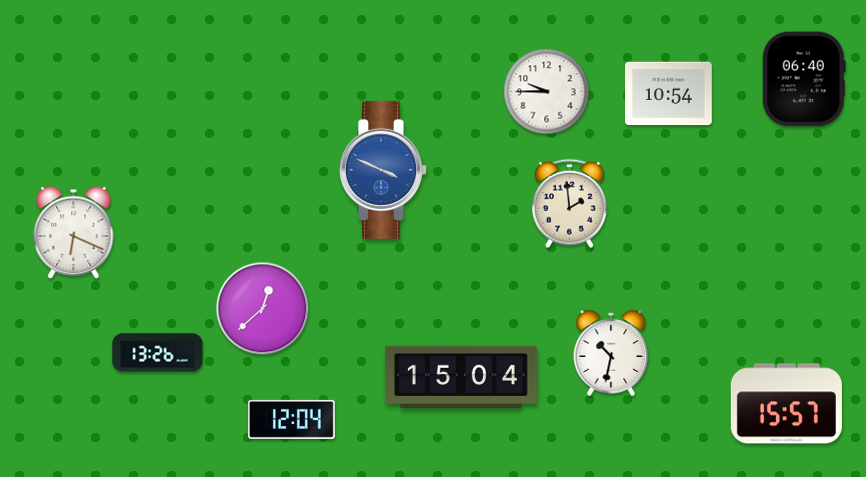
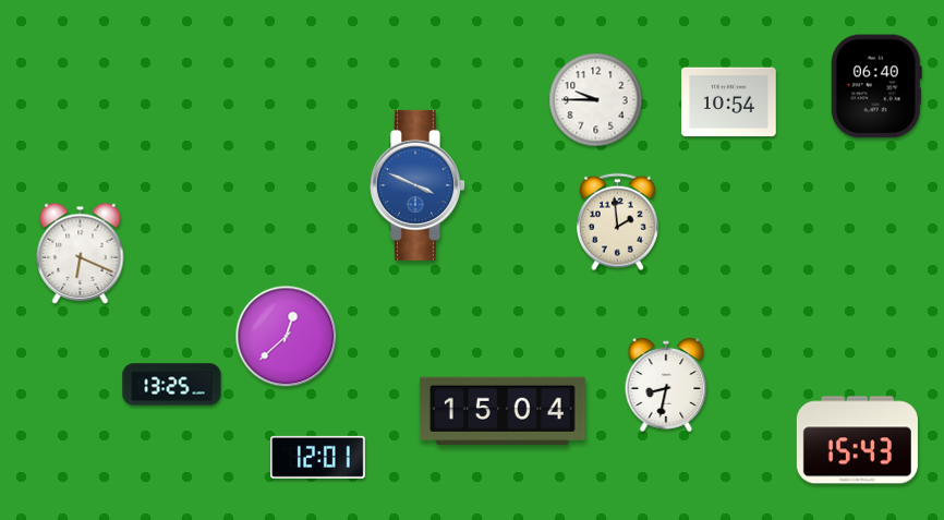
clock at (569, 204) position: (569, 204) -> (617, 222)
clock at (158, 353): 13:26 -> 13:25
clock at (611, 353): 10:32 -> 8:32
clock at (786, 404): 15:57 -> 15:43
clock at (292, 419): 12:04 -> 12:01
